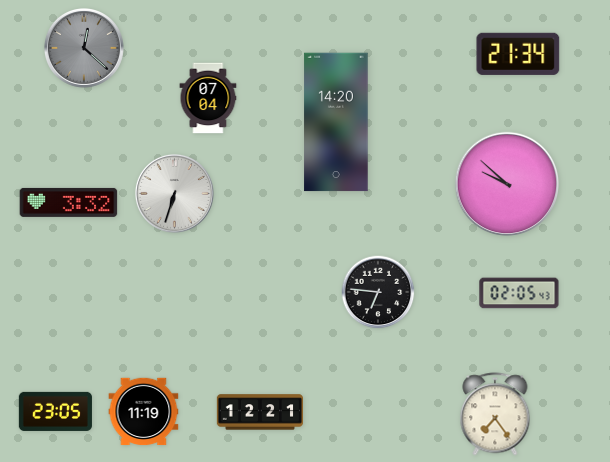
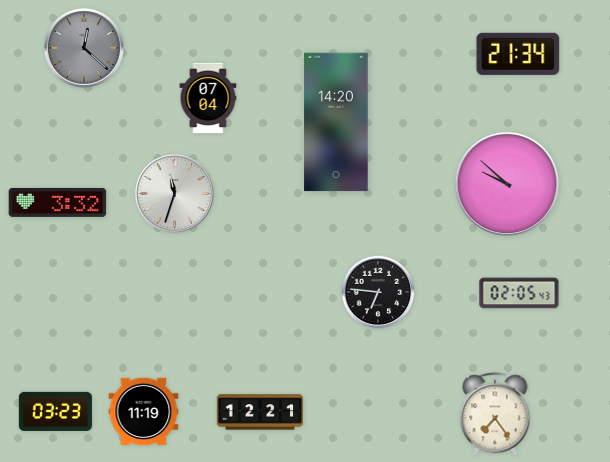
clock at (174, 193): 6:33 -> 11:33
clock at (69, 202) position: (69, 202) -> (58, 202)
clock at (55, 411): 23:05 -> 03:23
